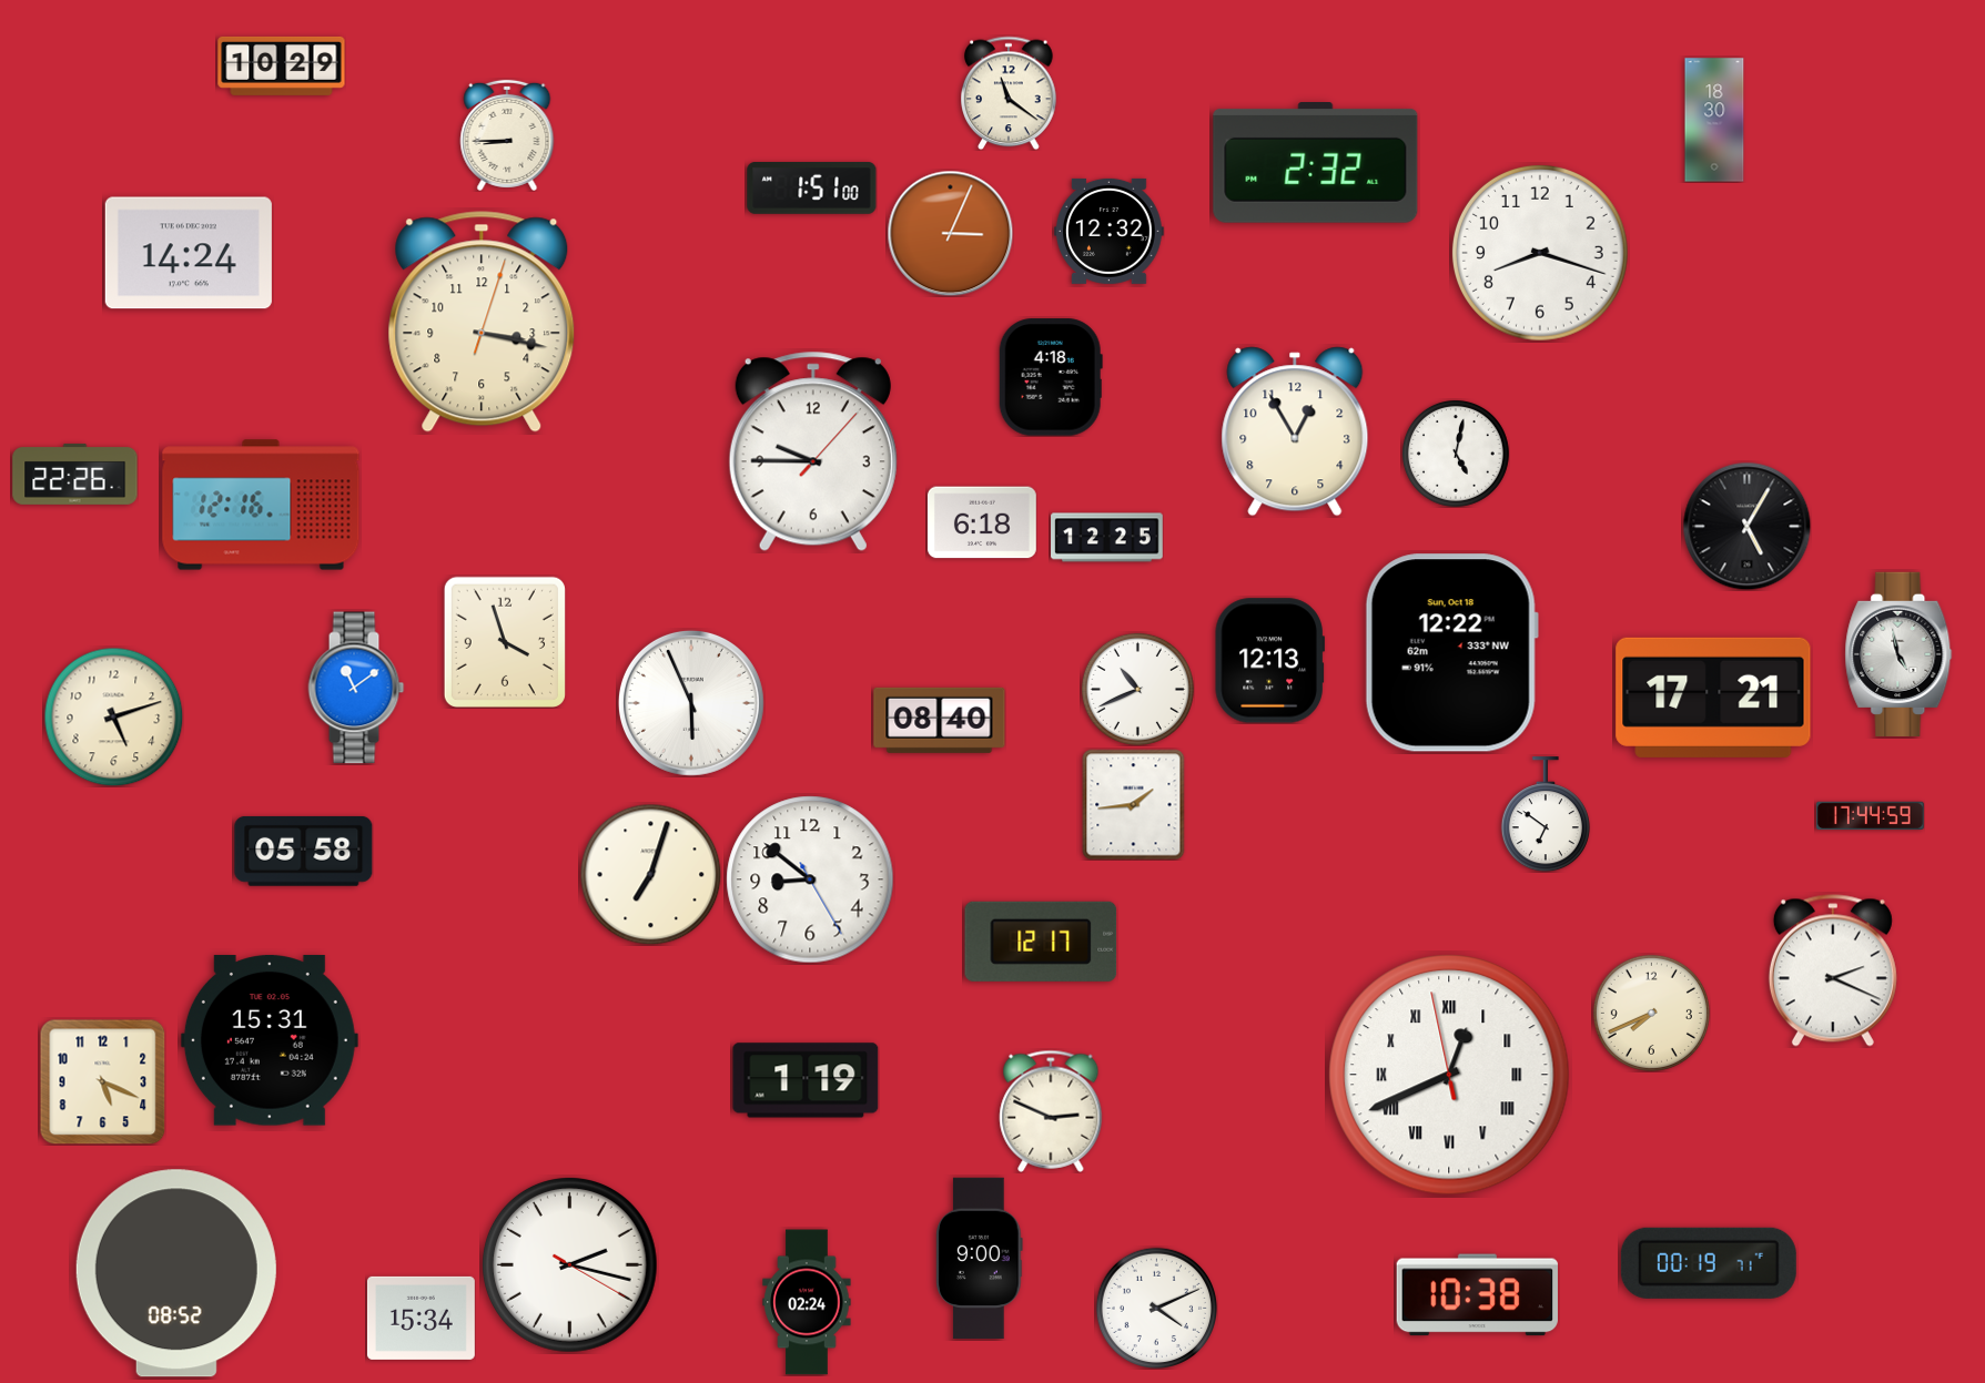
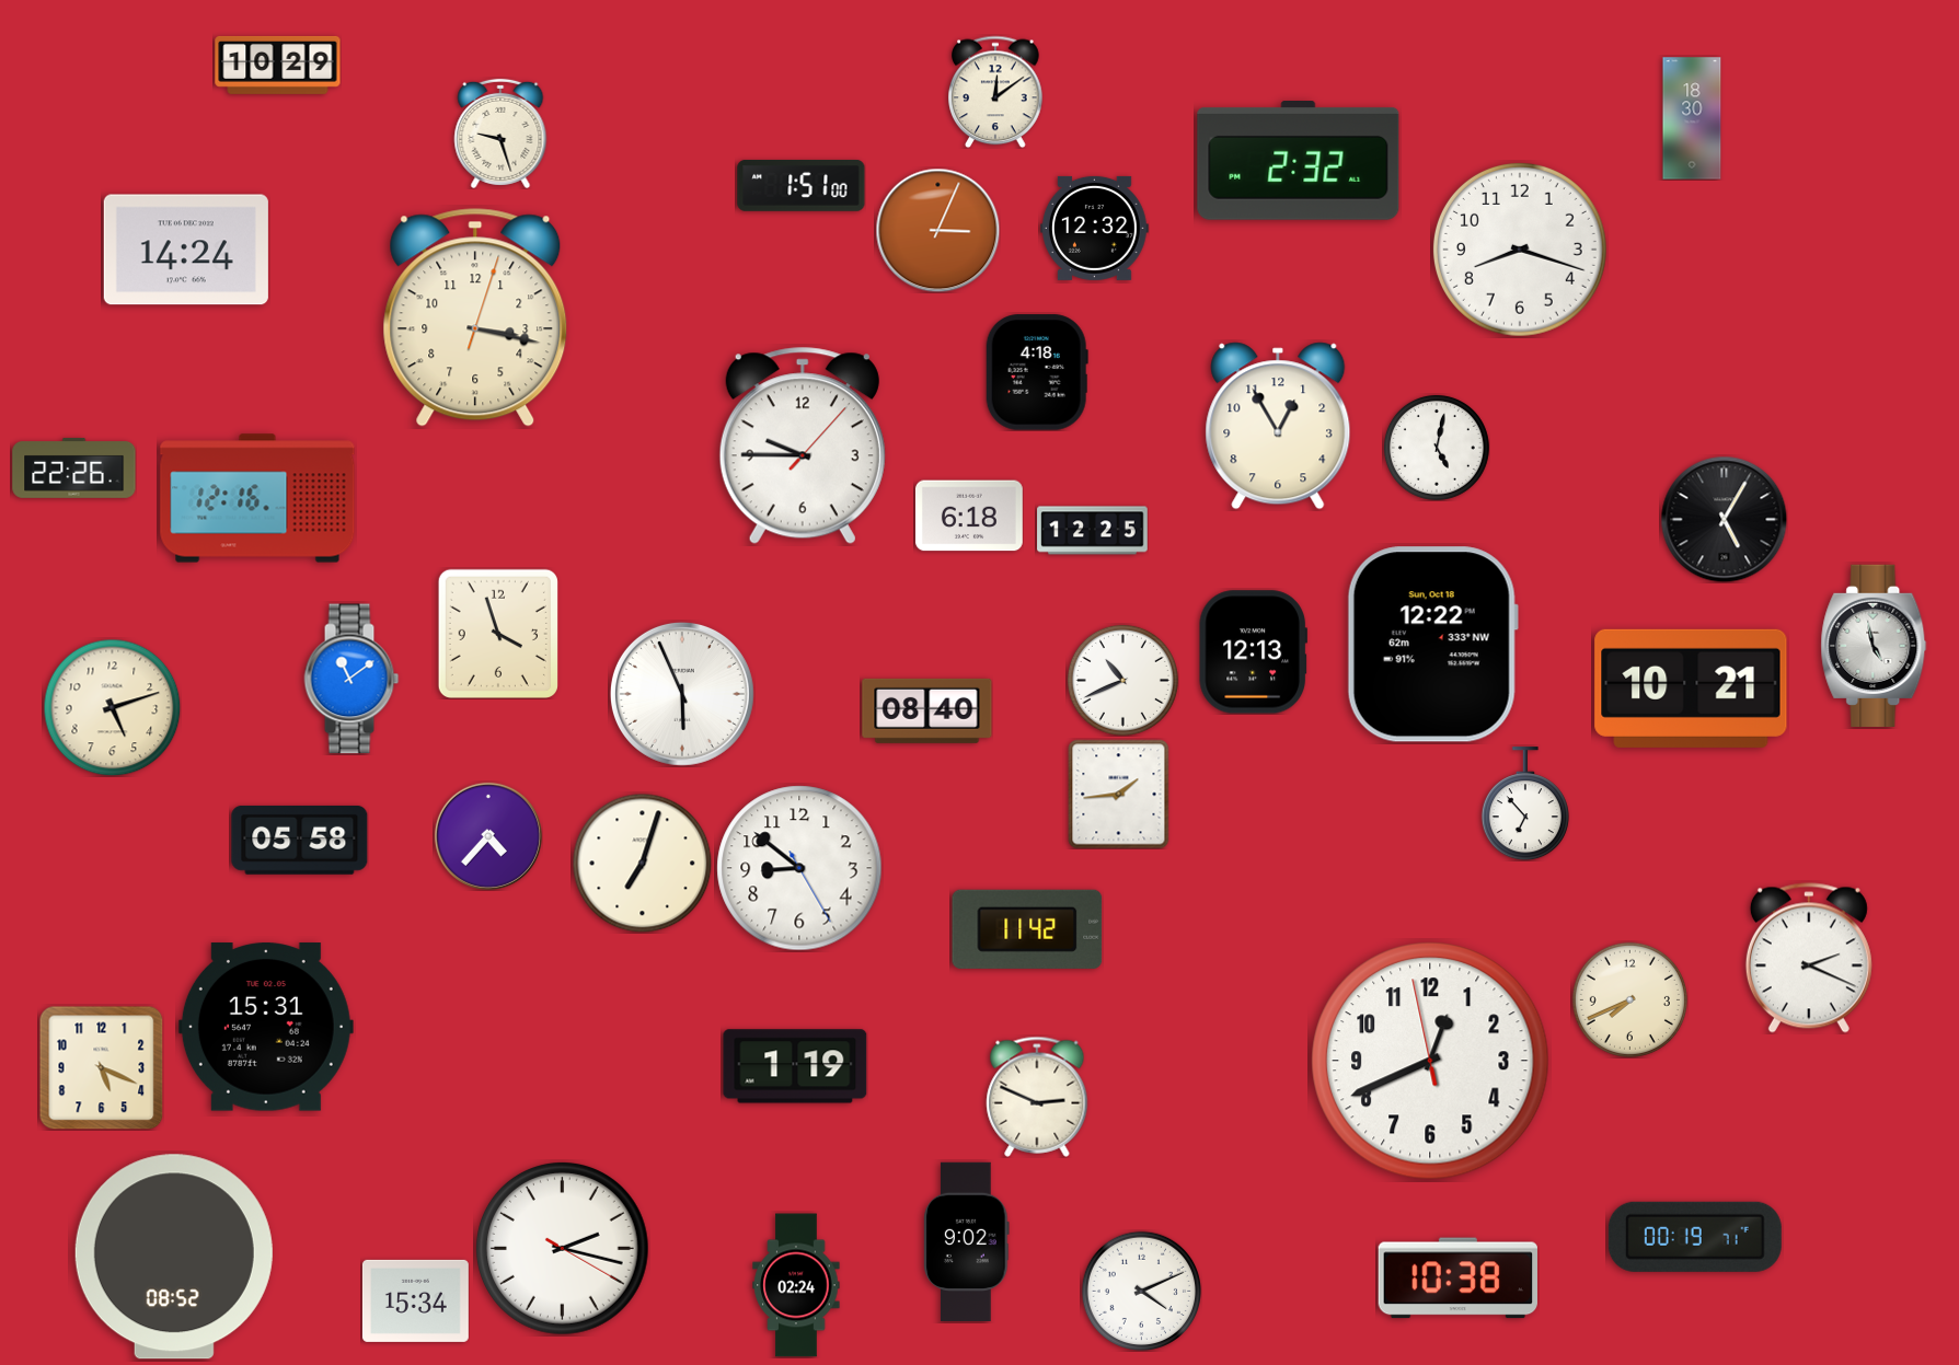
clock at (1009, 93): 11:21 -> 12:09
clock at (507, 135): 8:45 -> 9:27
clock at (1713, 698): 17:21 -> 10:21
clock at (1546, 814): 6:51 -> 6:53
clock at (1870, 816): 17:44 -> none
clock at (488, 836): none -> 4:37
clock at (1041, 942): 12:17 -> 11:42
clock at (1449, 1075) numerals: Roman -> Arabic
clock at (980, 1259): 9:00 -> 9:02
clock at (1709, 1263) position: (1709, 1263) -> (1695, 1237)
